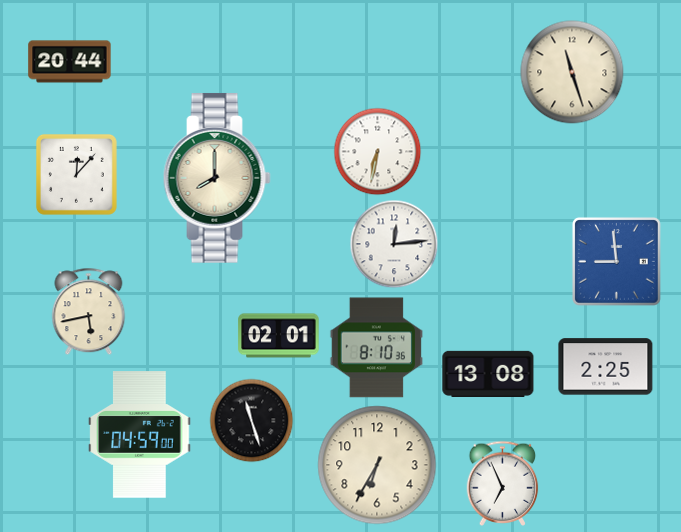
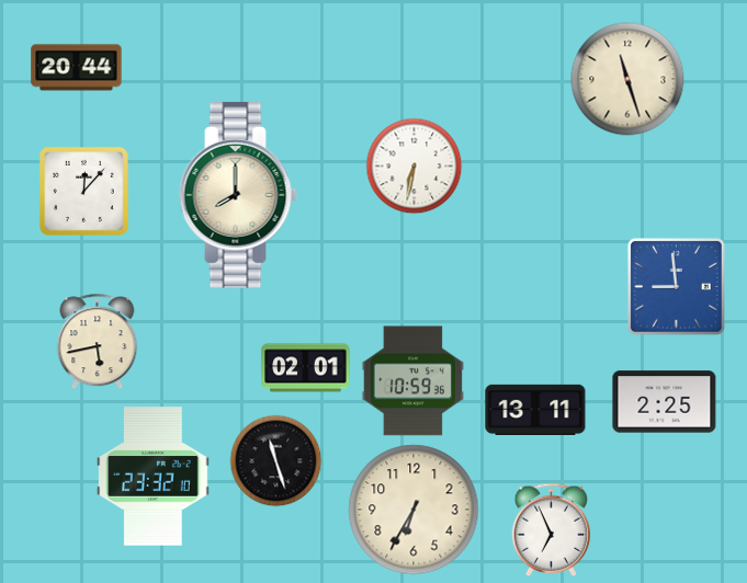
clock at (394, 244): 12:14 -> none
clock at (376, 348): 8:10 -> 10:59
clock at (488, 374): 13:08 -> 13:11
clock at (140, 435): 04:59 -> 23:32
